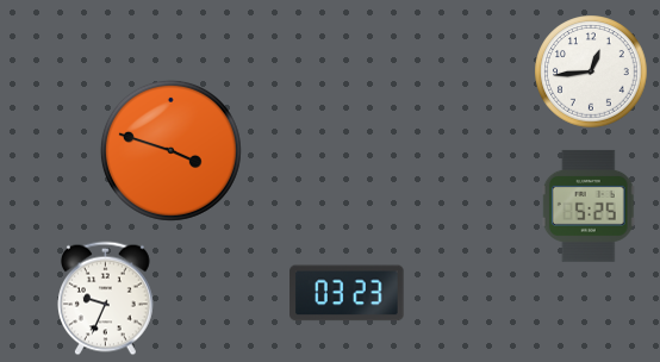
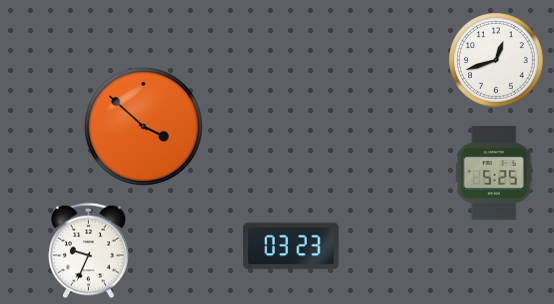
clock at (591, 71): 12:44 -> 12:42
clock at (170, 150): 3:48 -> 3:52
